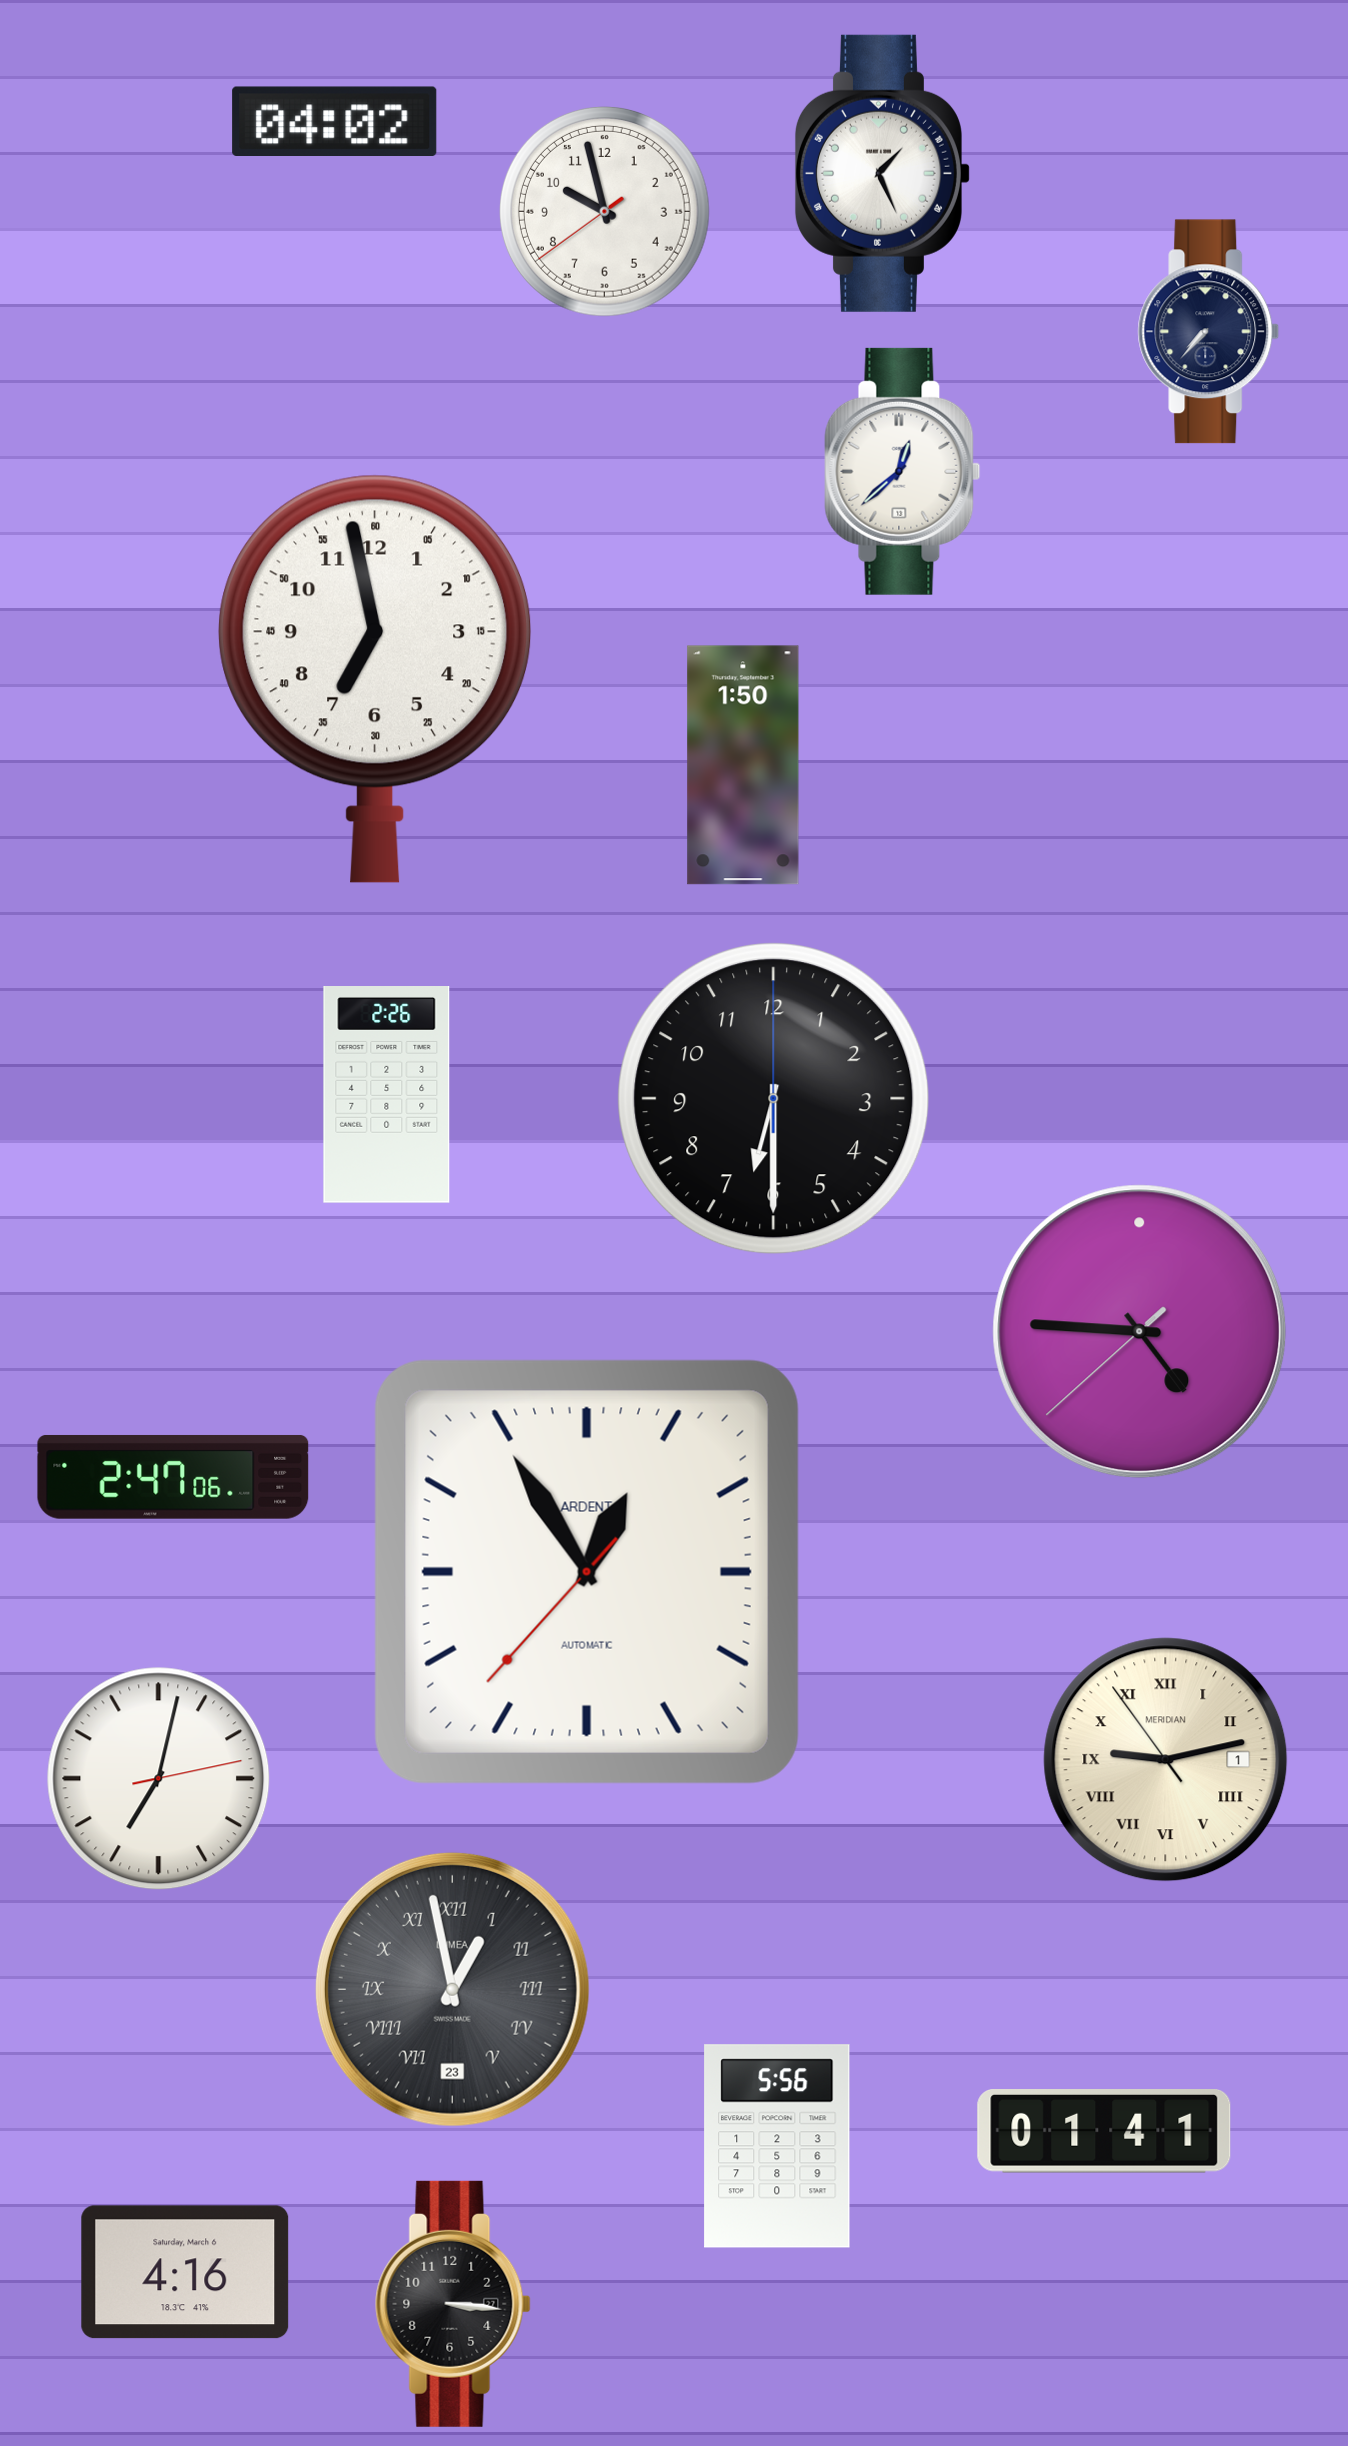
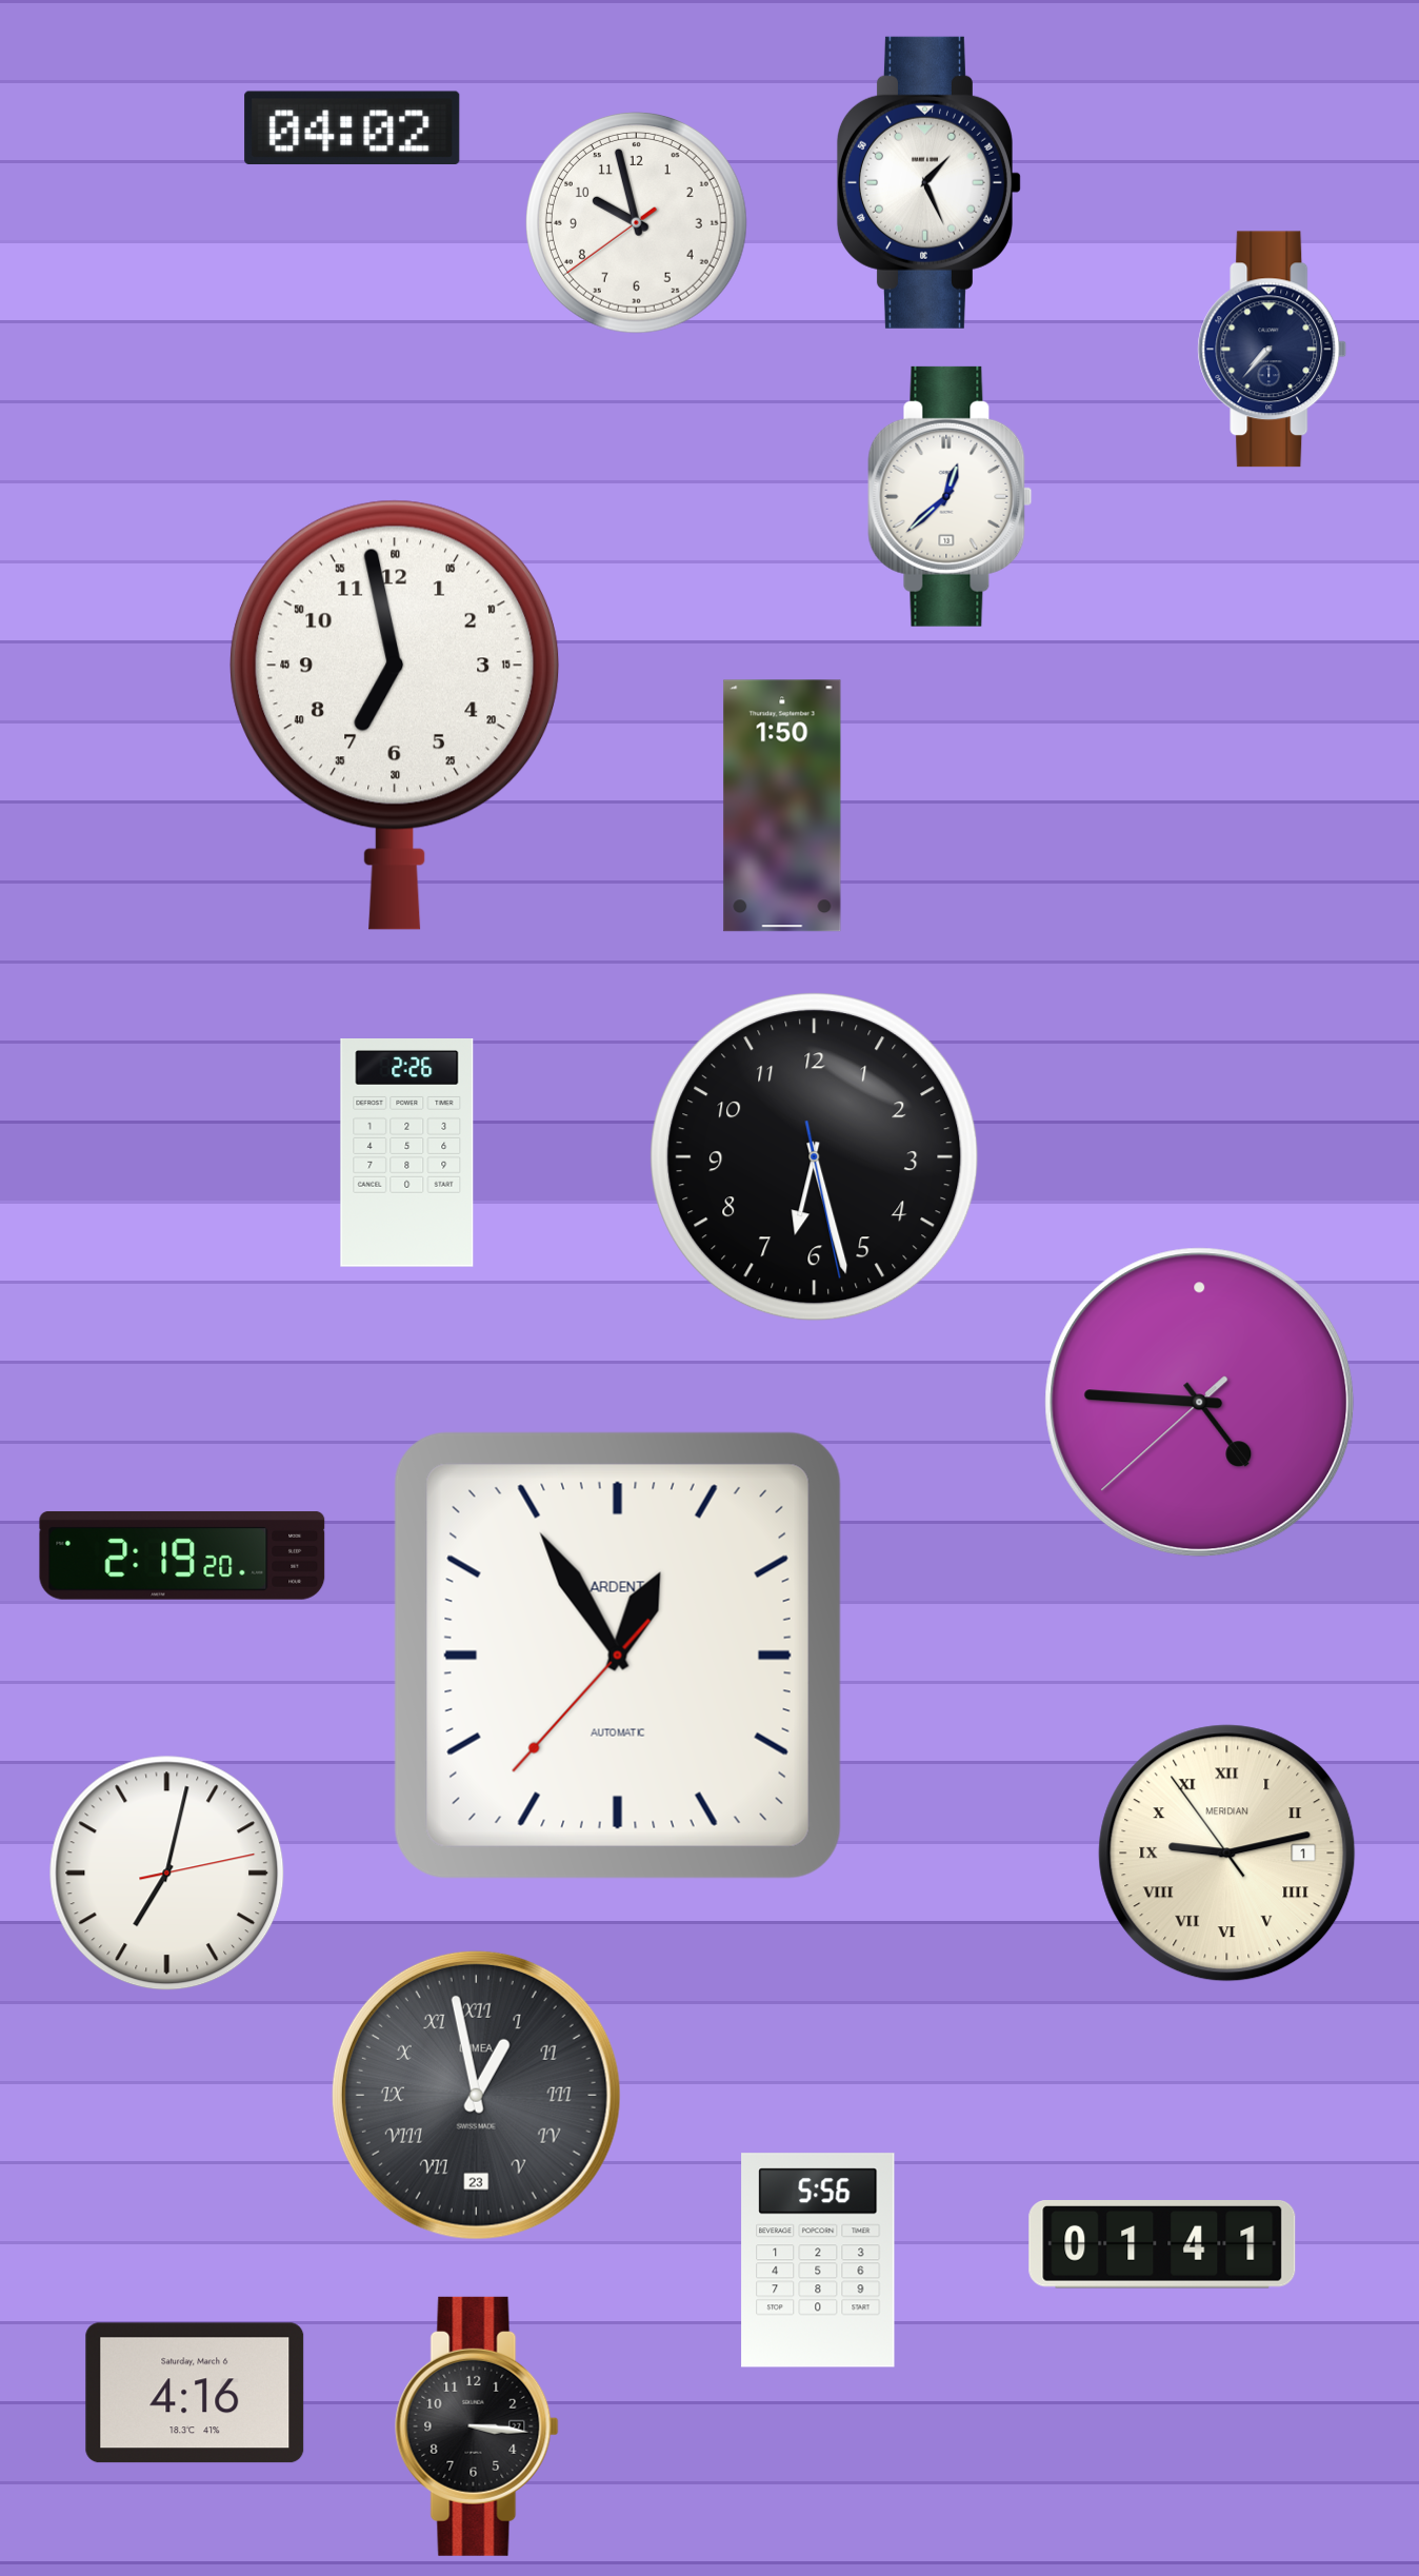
clock at (774, 1099): 6:30 -> 6:27
clock at (173, 1477): 2:47 -> 2:19
